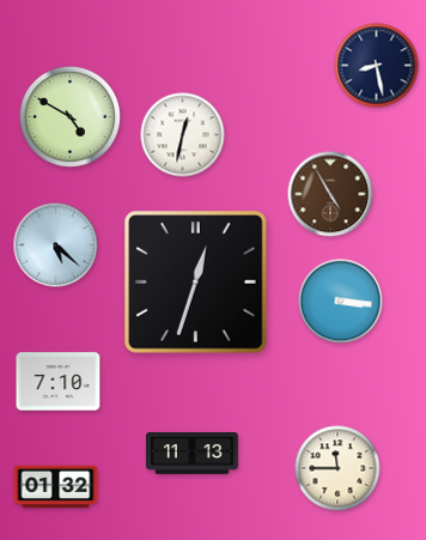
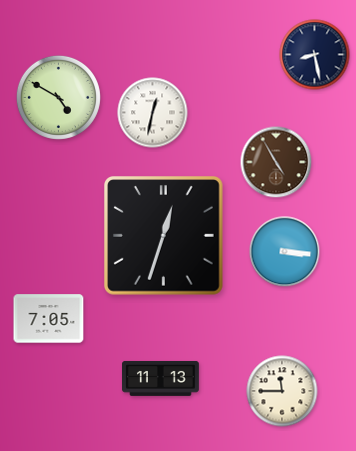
clock at (56, 245): 5:22 -> none
clock at (59, 382): 7:10 -> 7:05
clock at (56, 487): 01:32 -> none
